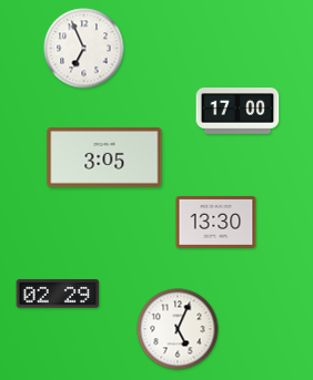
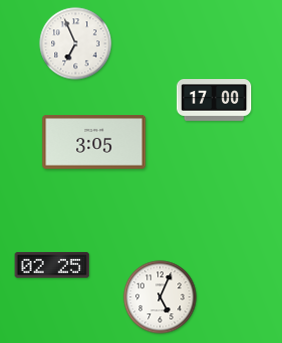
clock at (216, 222): 13:30 -> none
clock at (58, 294): 02:29 -> 02:25
